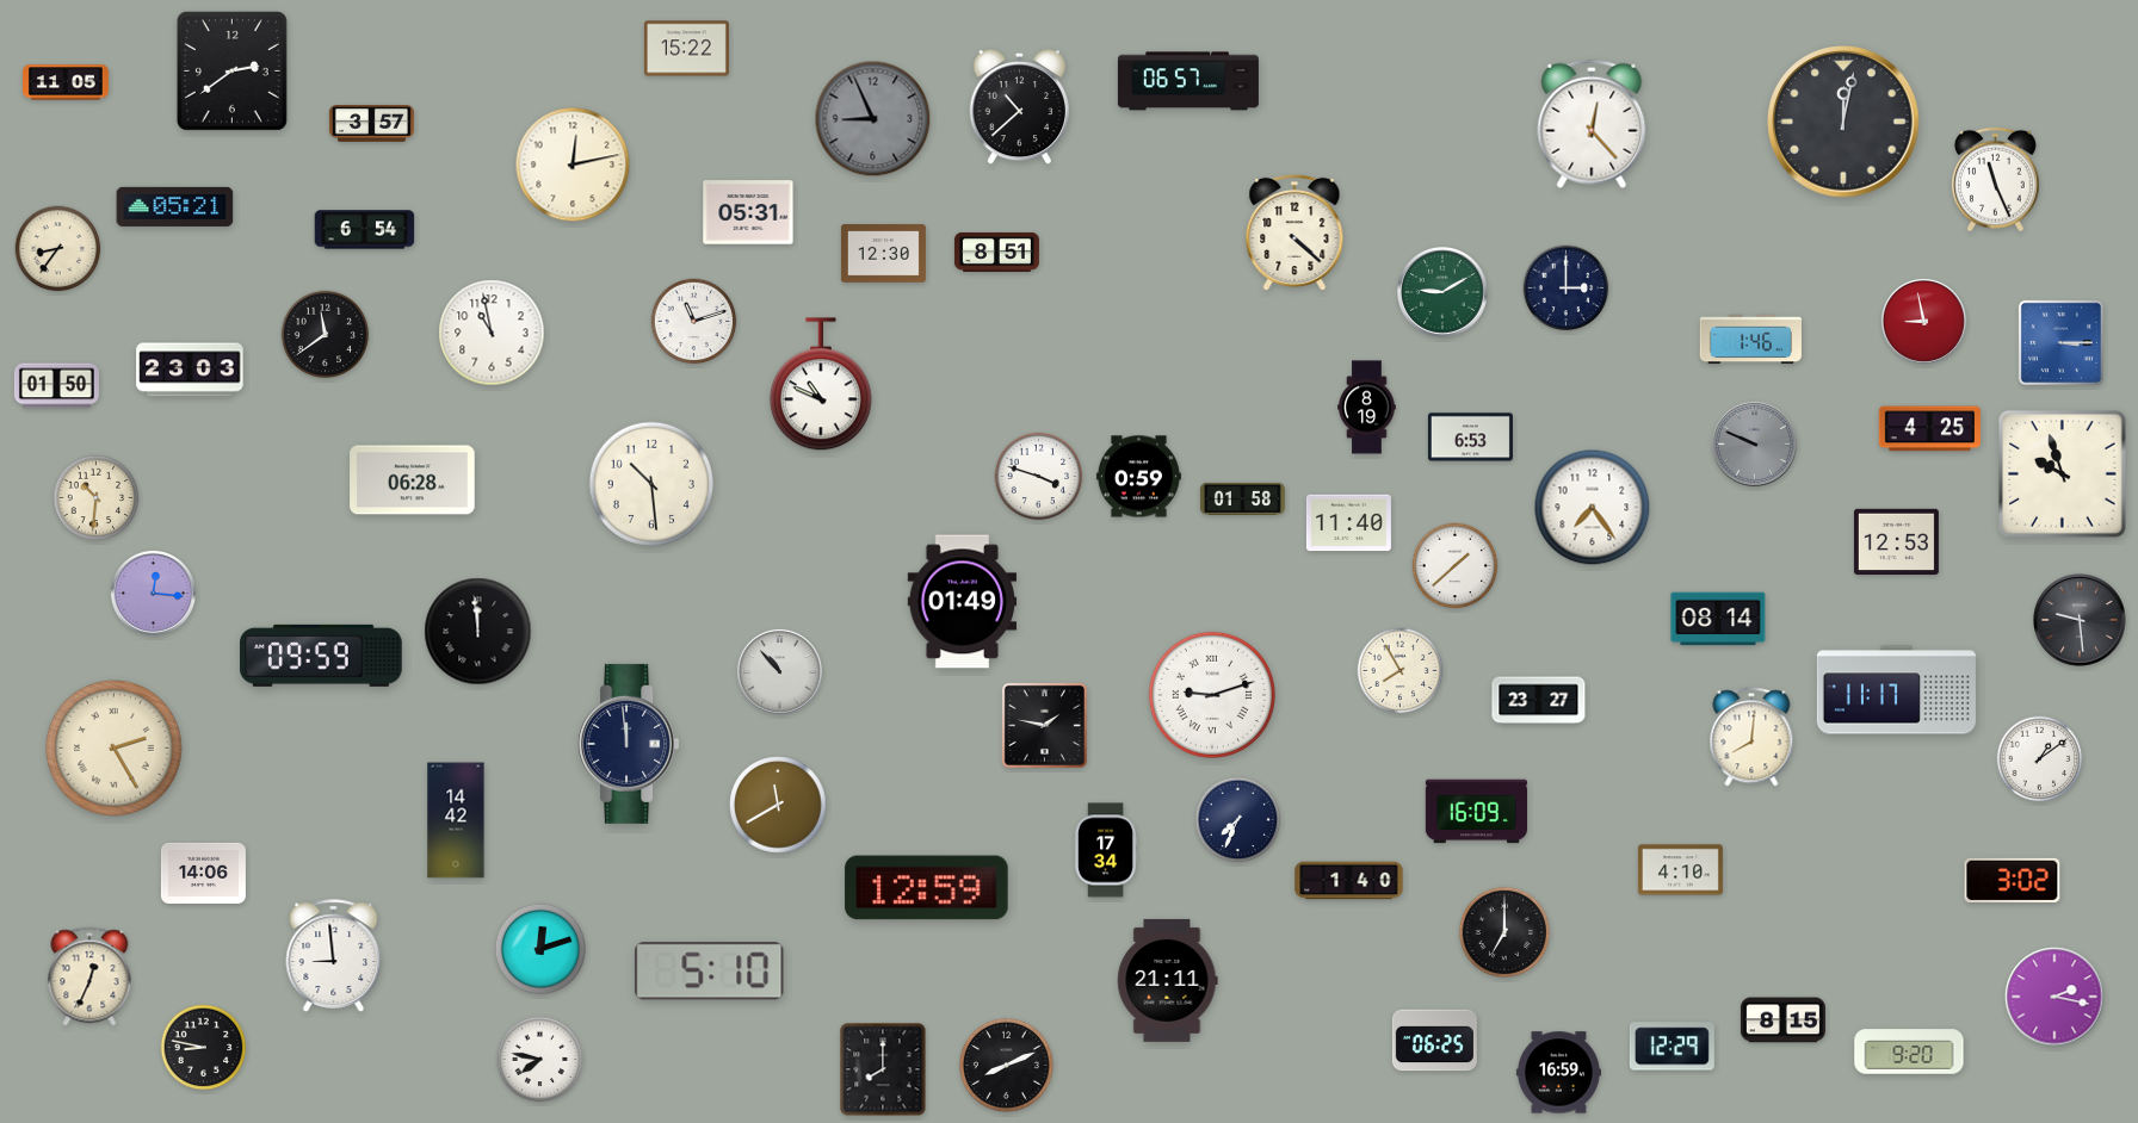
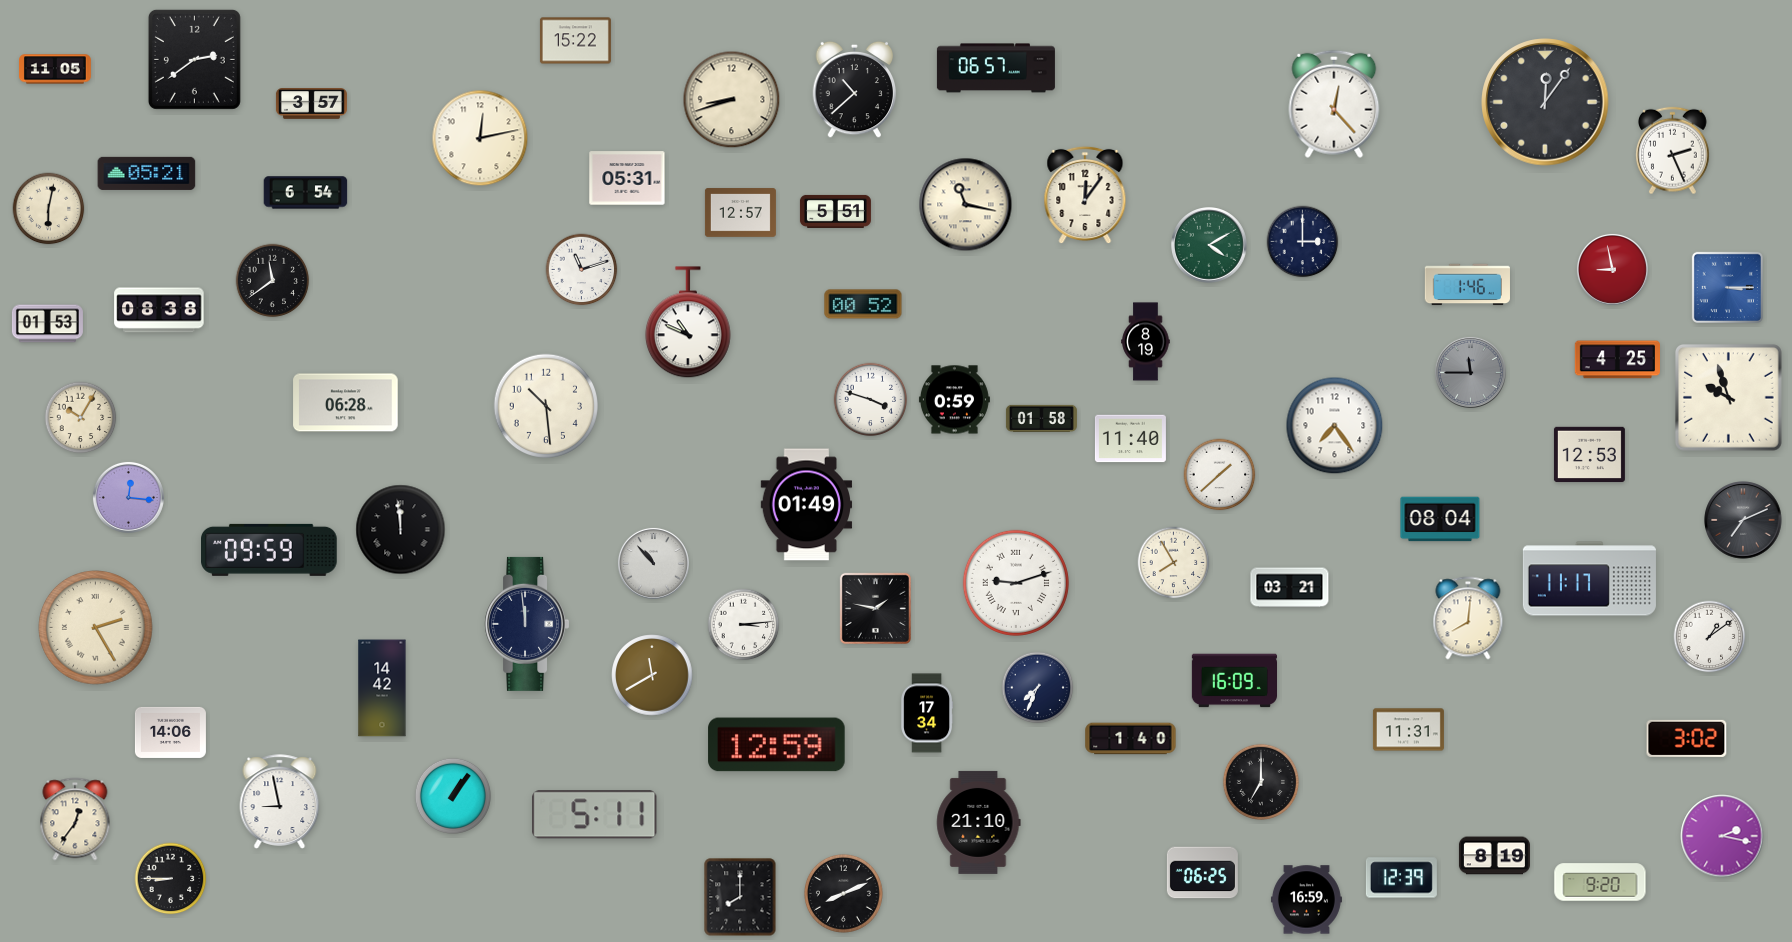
clock at (873, 119): 8:56 -> 8:42
clock at (873, 119) dial: grey -> cream
clock at (1843, 122): 12:02 -> 12:06
clock at (1996, 180): 11:26 -> 2:26
clock at (1294, 232): 4:22 -> 12:06
clock at (966, 205): none -> 11:17
clock at (58, 249): 8:36 -> 6:02
clock at (996, 252): 8:51 -> 5:51
clock at (883, 254): 12:30 -> 12:57
clock at (1567, 288) position: (1567, 288) -> (1303, 242)
clock at (1442, 292): 9:10 -> 4:10
clock at (492, 333): 10:58 -> none
clock at (863, 304): none -> 00:52
clock at (190, 370): 23:03 -> 08:38
clock at (56, 386): 01:50 -> 01:53
clock at (1470, 438): 6:53 -> none
clock at (1754, 443): 9:49 -> 11:45
clock at (97, 498): 10:31 -> 10:05
clock at (1718, 619): 08:14 -> 08:04
clock at (2080, 620): 9:29 -> 7:11
clock at (1539, 701): 23:27 -> 03:21
clock at (744, 625): none -> 3:14
clock at (1476, 812) position: (1476, 812) -> (1234, 681)
clock at (1680, 870): 4:10 -> 11:31
clock at (540, 949): 12:12 -> 1:06
clock at (334, 956): 8:59 -> 8:58
clock at (710, 972): 5:10 -> 5:11
clock at (89, 976): 12:34 -> 12:36
clock at (1168, 980): 21:11 -> 21:10
clock at (1782, 1020): 8:15 -> 8:19
clock at (1672, 1047): 12:29 -> 12:39
clock at (204, 1048): 8:47 -> 8:45
clock at (540, 1060): 7:47 -> none
